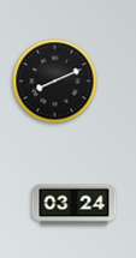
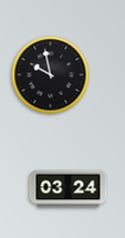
clock at (55, 82): 8:11 -> 9:58
